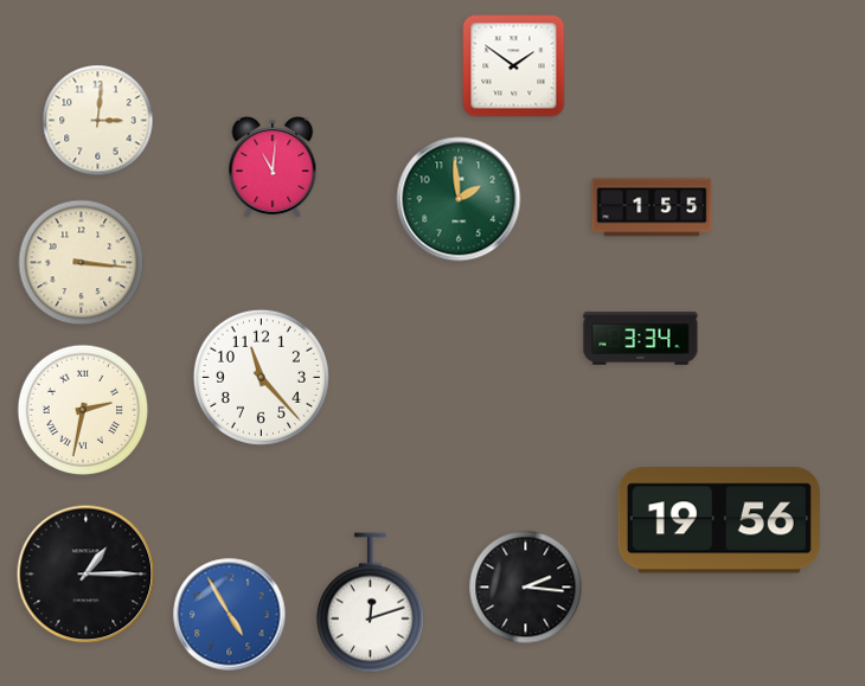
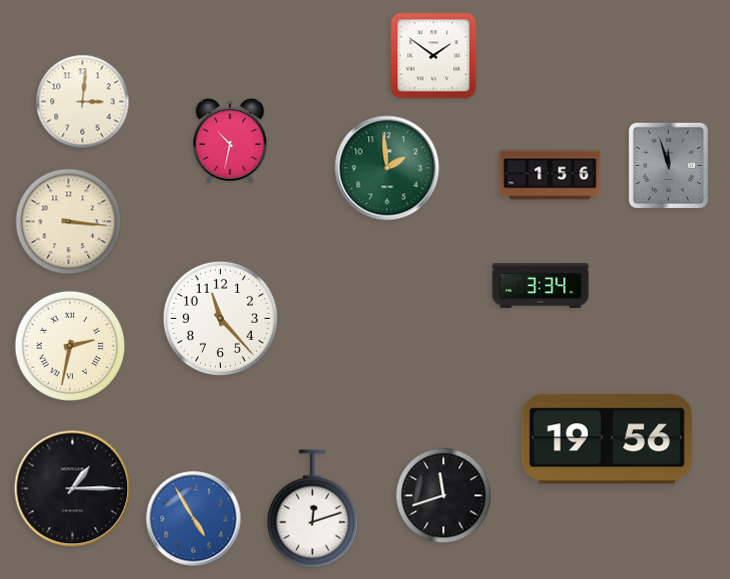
clock at (273, 167): 11:01 -> 10:32
clock at (668, 165): none -> 11:57
clock at (652, 207): 1:55 -> 1:56
clock at (86, 575) position: (86, 575) -> (73, 489)
clock at (526, 588): 2:16 -> 11:42
